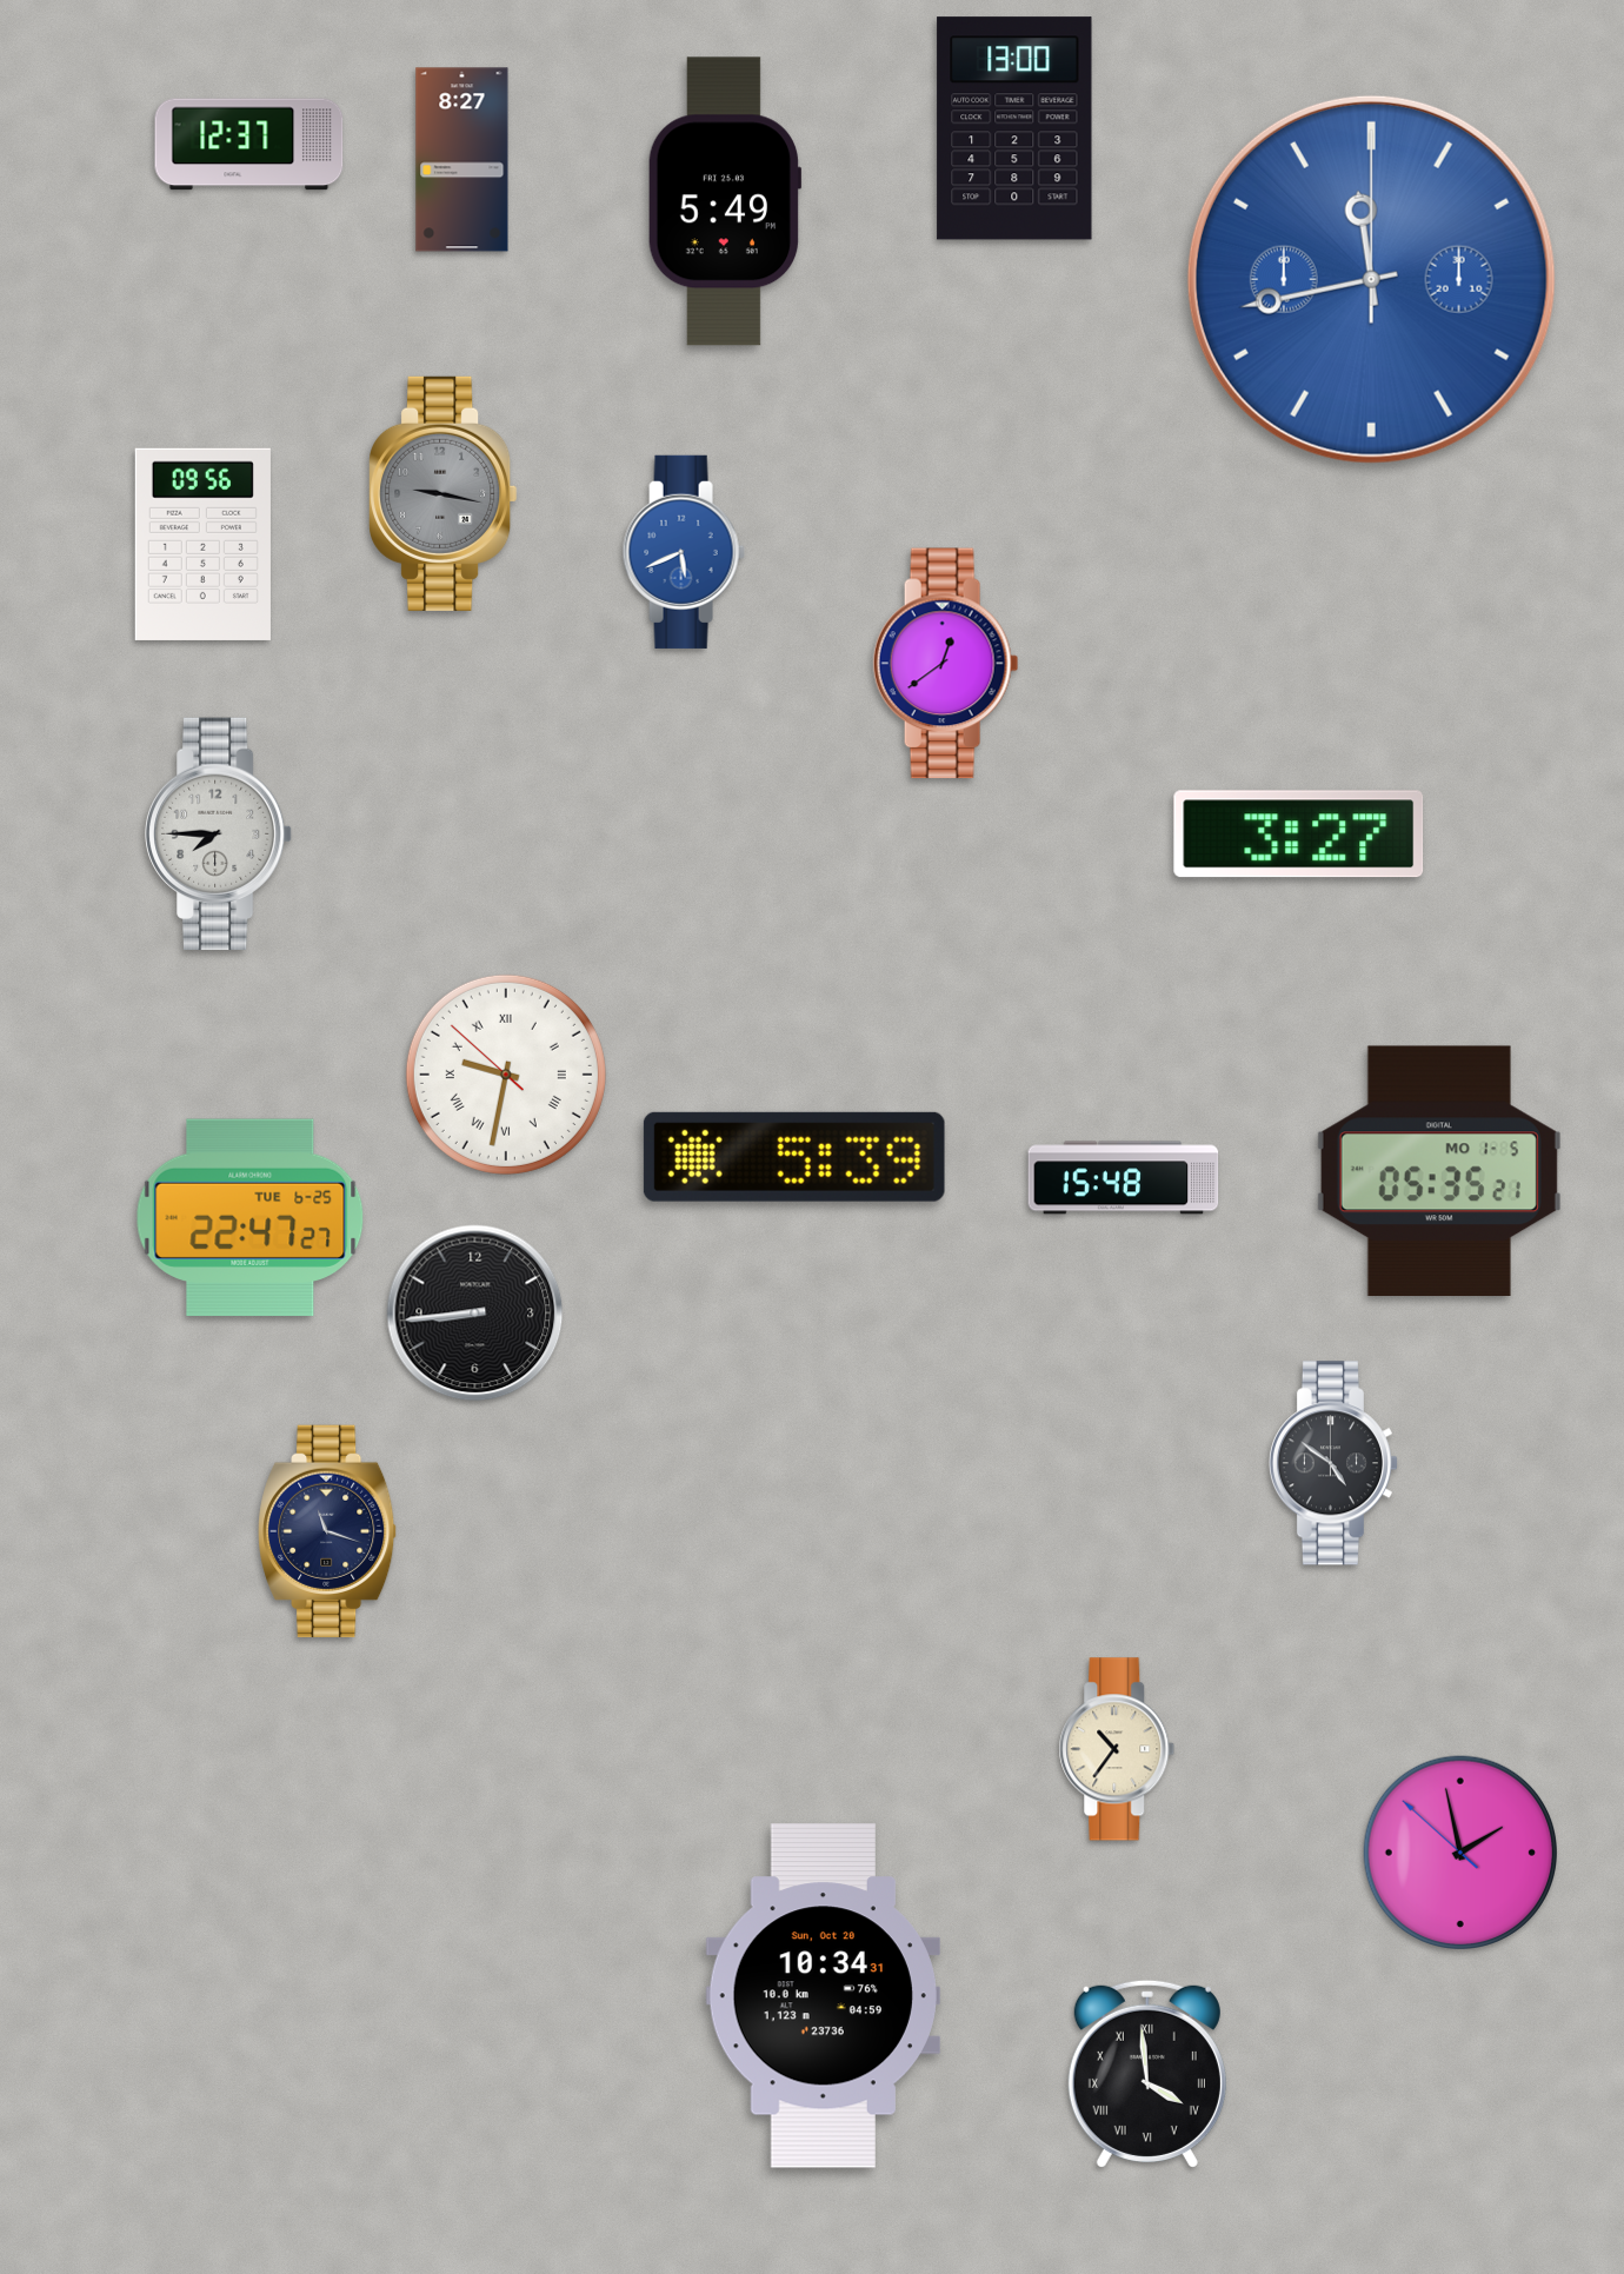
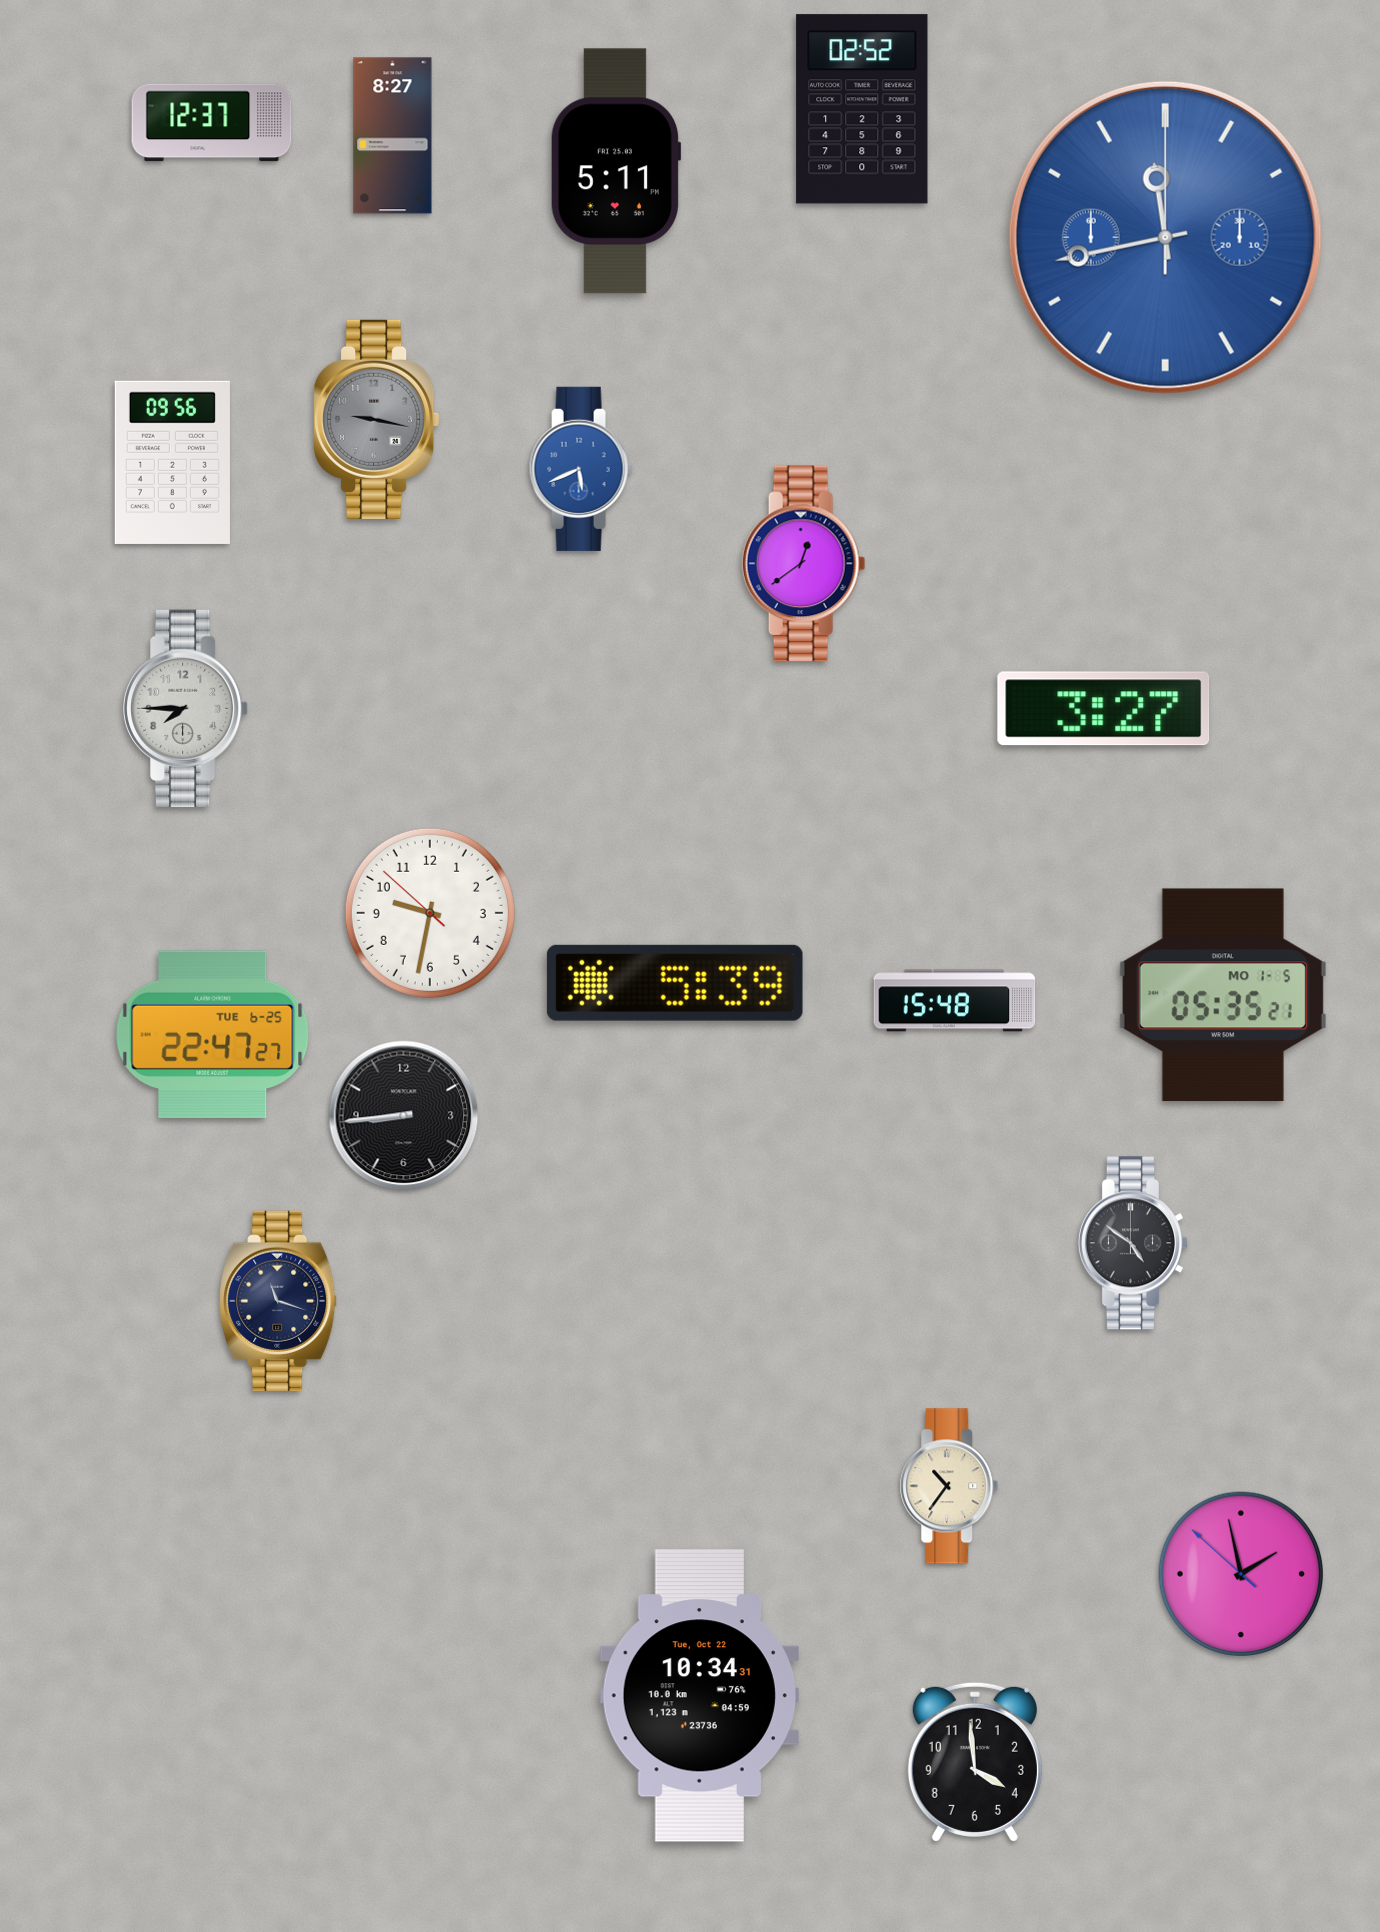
clock at (1014, 128): 13:00 -> 02:52
clock at (725, 201): 5:49 -> 5:11
clock at (506, 1075) numerals: Roman -> Arabic
clock at (823, 1996) date: Sun, Oct 20 -> Tue, Oct 22
clock at (1147, 2074) numerals: Roman -> Arabic
